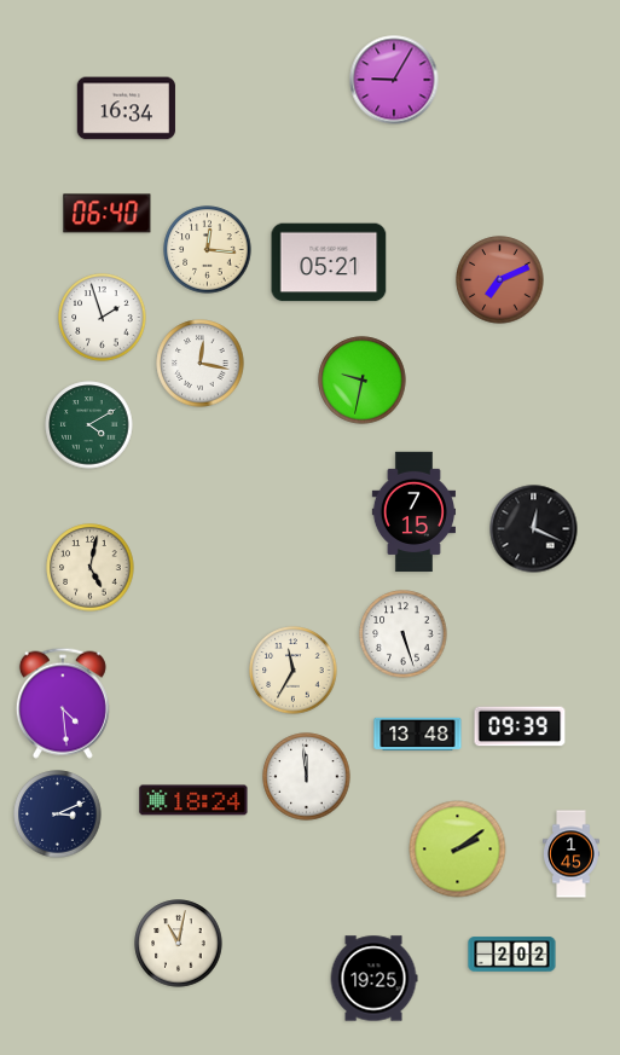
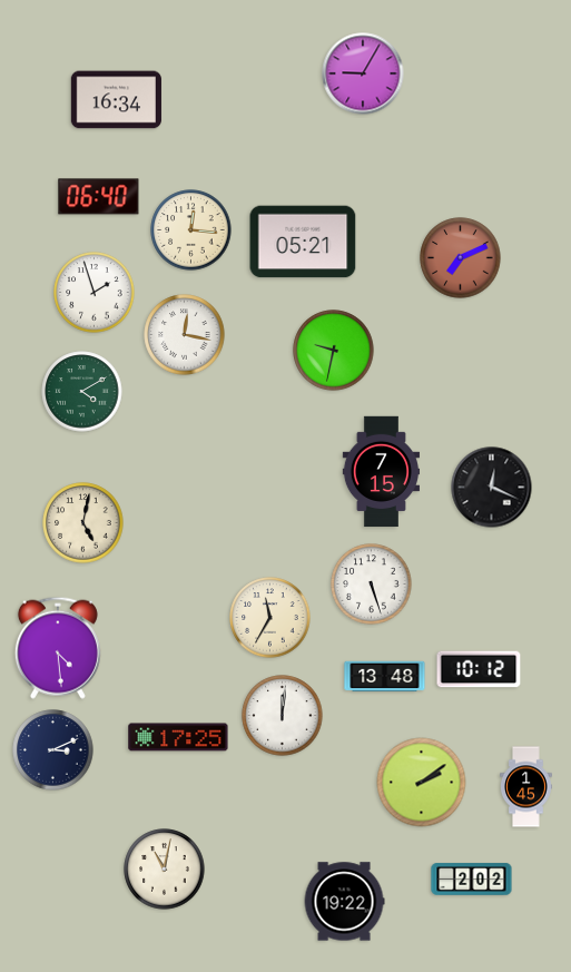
clock at (520, 726): 09:39 -> 10:12
clock at (307, 777): 11:59 -> 12:01
clock at (193, 800): 18:24 -> 17:25
clock at (373, 979): 19:25 -> 19:22
